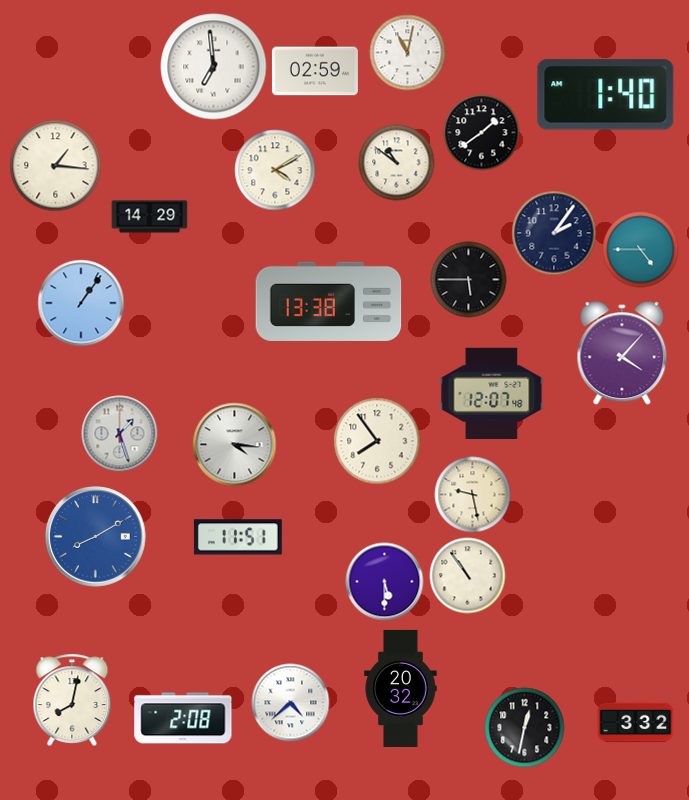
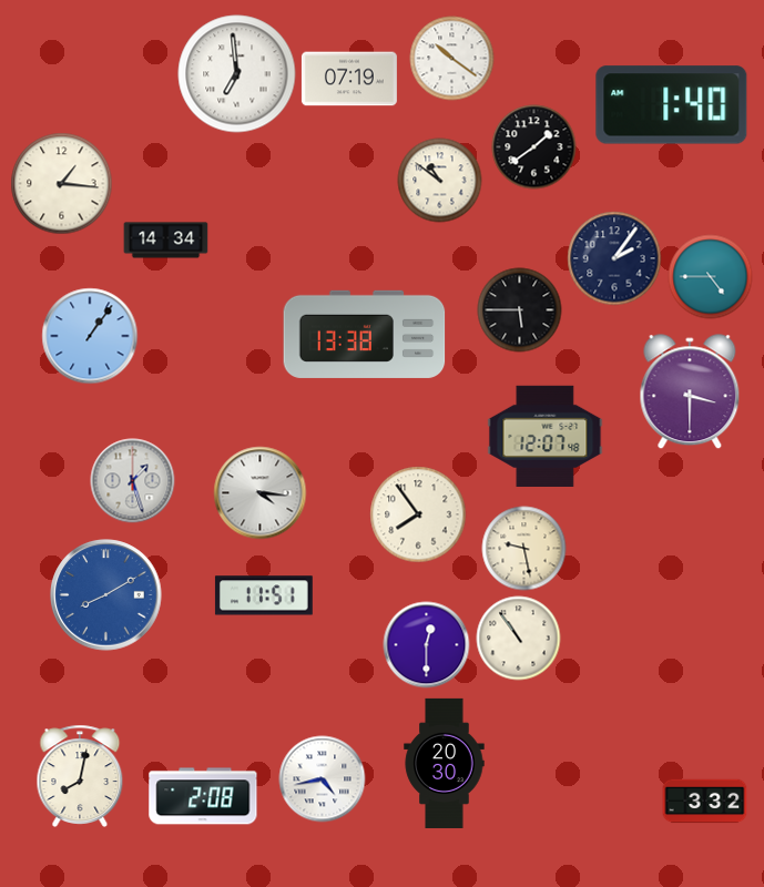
clock at (408, 53): 11:02 -> 10:21
clock at (315, 71): 02:59 -> 07:19
clock at (275, 170): 4:10 -> none
clock at (150, 217): 14:29 -> 14:34
clock at (622, 354): 4:07 -> 3:30
clock at (377, 441) position: (377, 441) -> (418, 514)
clock at (385, 582): 5:30 -> 12:30
clock at (401, 688): 20:32 -> 20:30
clock at (291, 703): 4:38 -> 4:43
clock at (525, 728): 12:32 -> none
